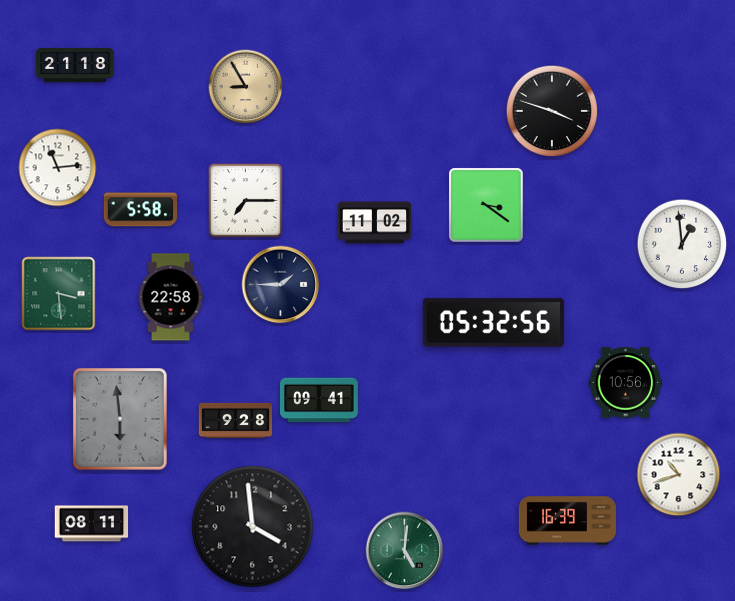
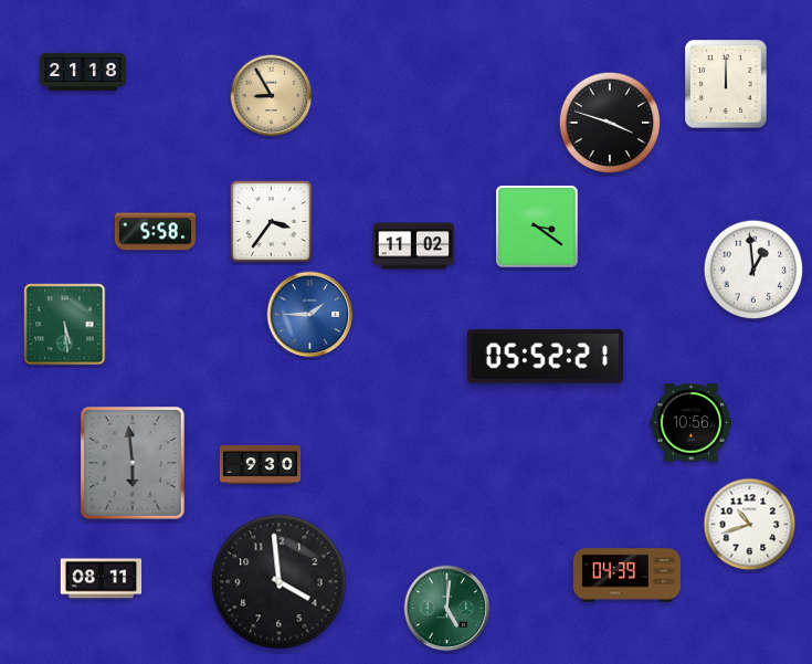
clock at (726, 84): none -> 12:00
clock at (58, 168): 11:14 -> none
clock at (246, 201): 7:15 -> 3:36
clock at (281, 285) dial: navy -> blue
clock at (59, 294): 3:29 -> 5:29
clock at (171, 297): 22:58 -> none
clock at (493, 323): 05:32 -> 05:52
clock at (320, 400): 09:41 -> none
clock at (236, 420): 9:28 -> 9:30
clock at (567, 521): 16:39 -> 04:39
